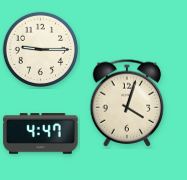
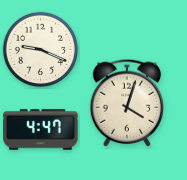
clock at (41, 50): 9:15 -> 9:19
clock at (41, 134) position: (41, 134) -> (41, 130)
